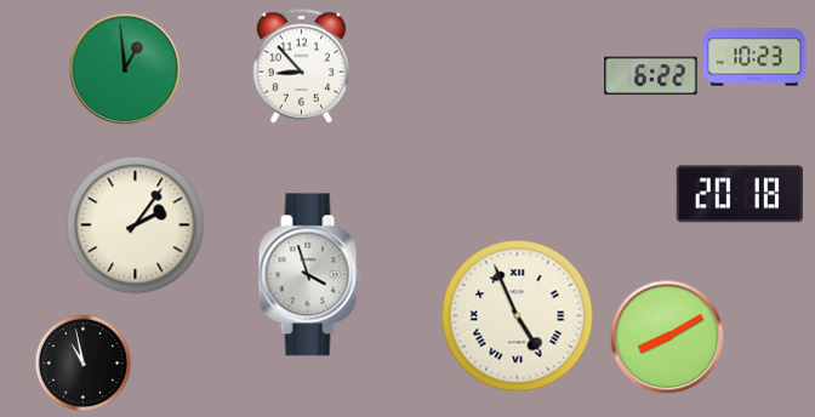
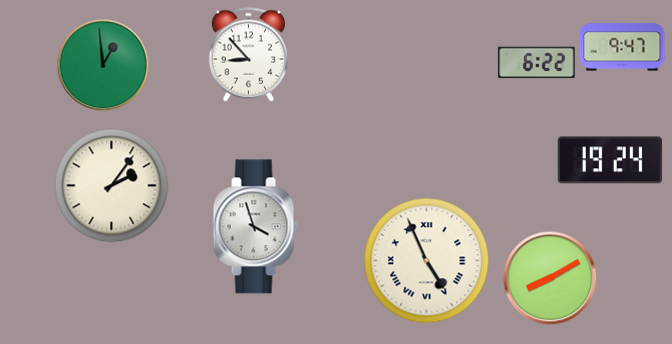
clock at (754, 57): 10:23 -> 9:47
clock at (125, 69) position: (125, 69) -> (103, 65)
clock at (739, 194): 20:18 -> 19:24
clock at (82, 362): 10:58 -> none
